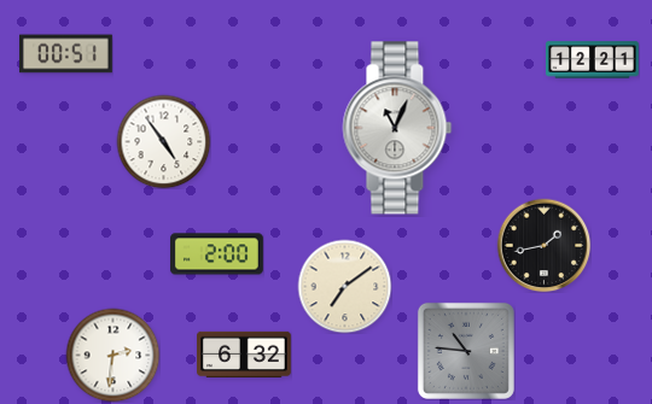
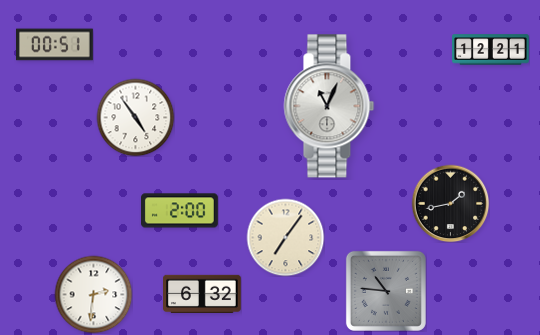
clock at (344, 286): 7:09 -> 7:06
